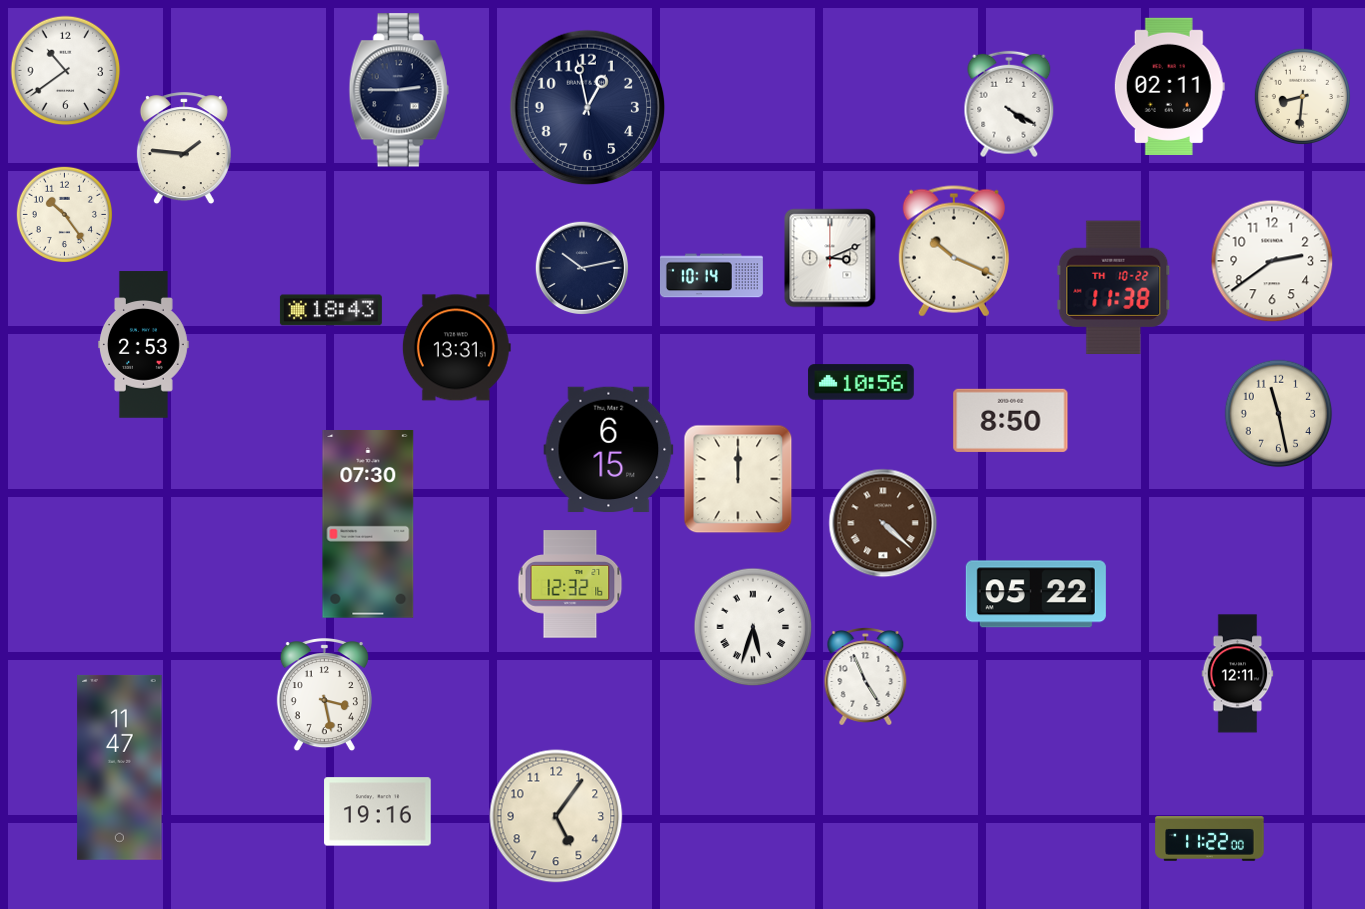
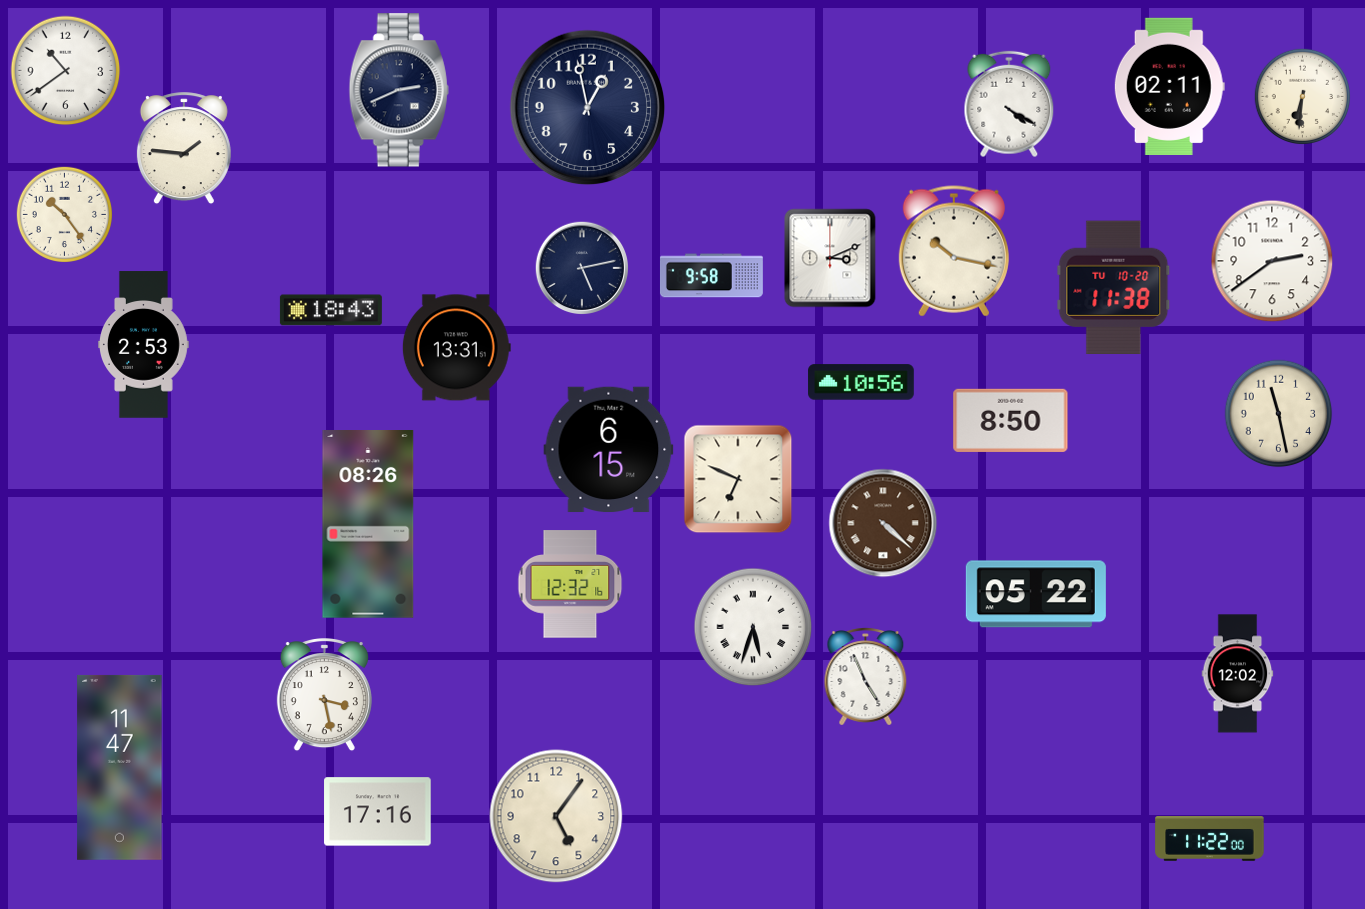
clock at (399, 90): 2:45 -> 2:41
clock at (1302, 96): 8:31 -> 6:31
clock at (954, 251): 10:19 -> 10:17
clock at (582, 268): 10:13 -> 5:13
clock at (711, 276): 10:14 -> 9:58
clock at (1114, 287) date: TH 10-22 -> TU 10-20
clock at (738, 479): 12:00 -> 6:49
clock at (368, 525): 07:30 -> 08:26
clock at (1238, 674): 12:11 -> 12:02
clock at (378, 812): 19:16 -> 17:16
